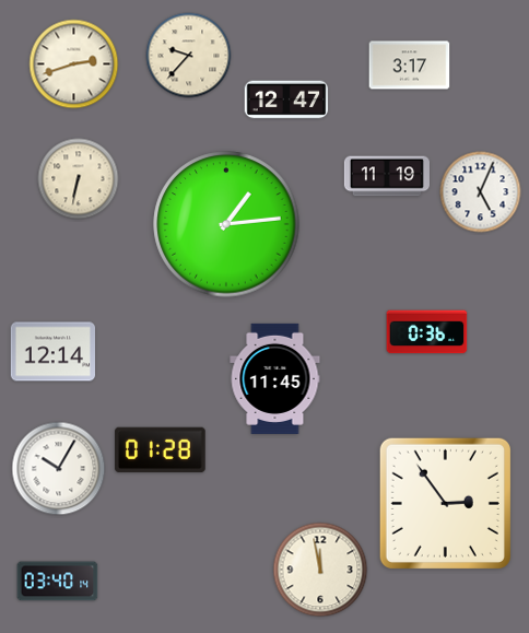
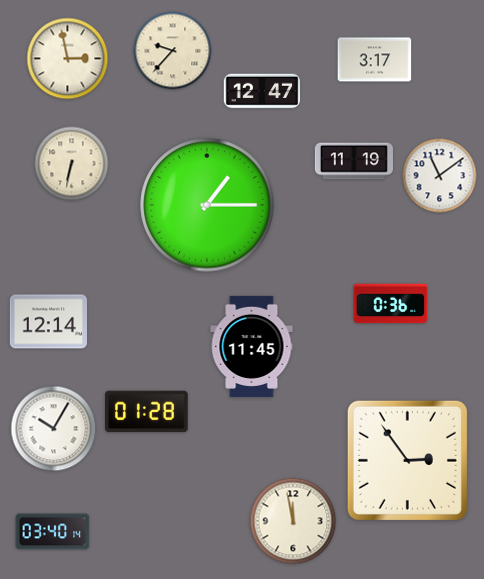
clock at (74, 65): 2:42 -> 2:58
clock at (481, 192): 5:04 -> 11:09
clock at (226, 224): 1:14 -> 1:15
